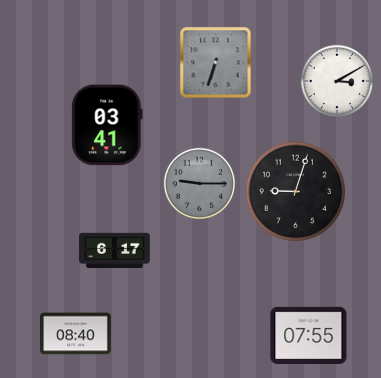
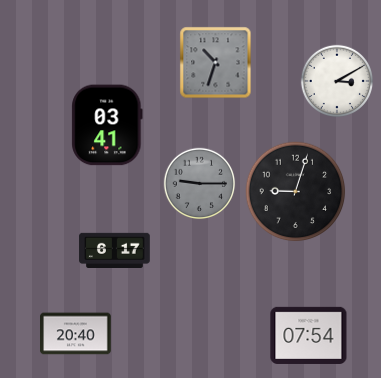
clock at (216, 63): 6:33 -> 10:33
clock at (76, 334): 08:40 -> 20:40
clock at (309, 335): 07:55 -> 07:54
